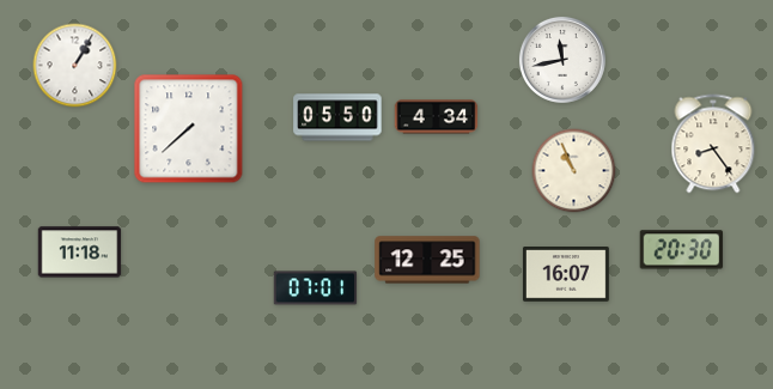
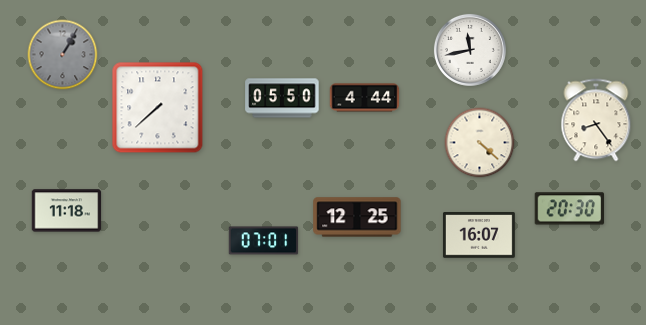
clock at (75, 66) dial: white -> grey
clock at (437, 117): 4:34 -> 4:44
clock at (574, 171): 10:56 -> 4:22
clock at (566, 274) position: (566, 274) -> (479, 235)
